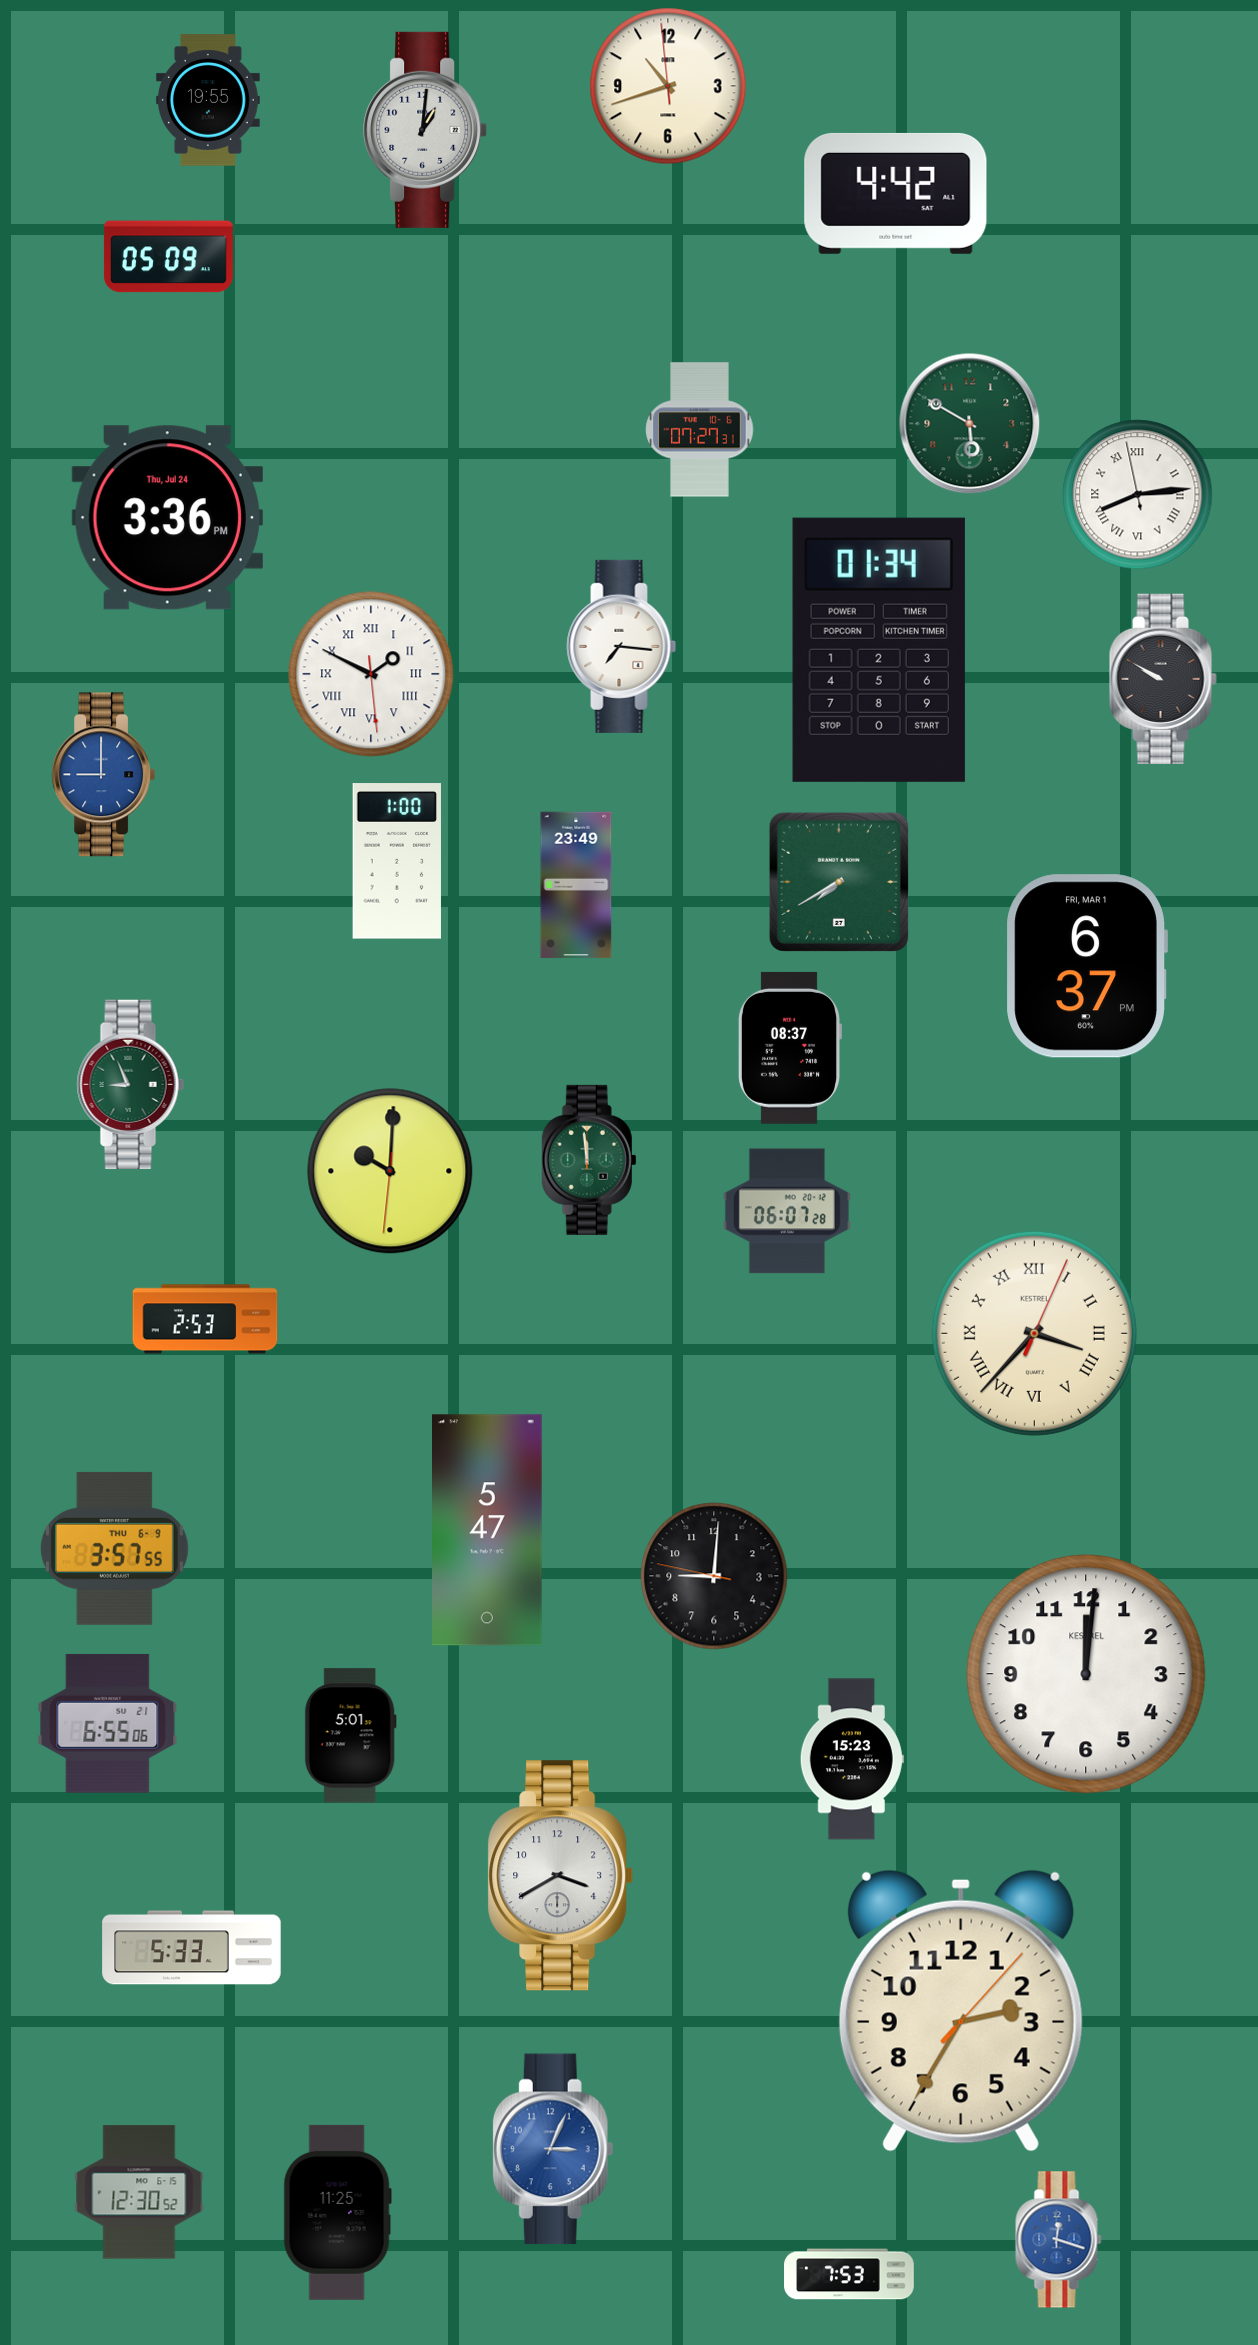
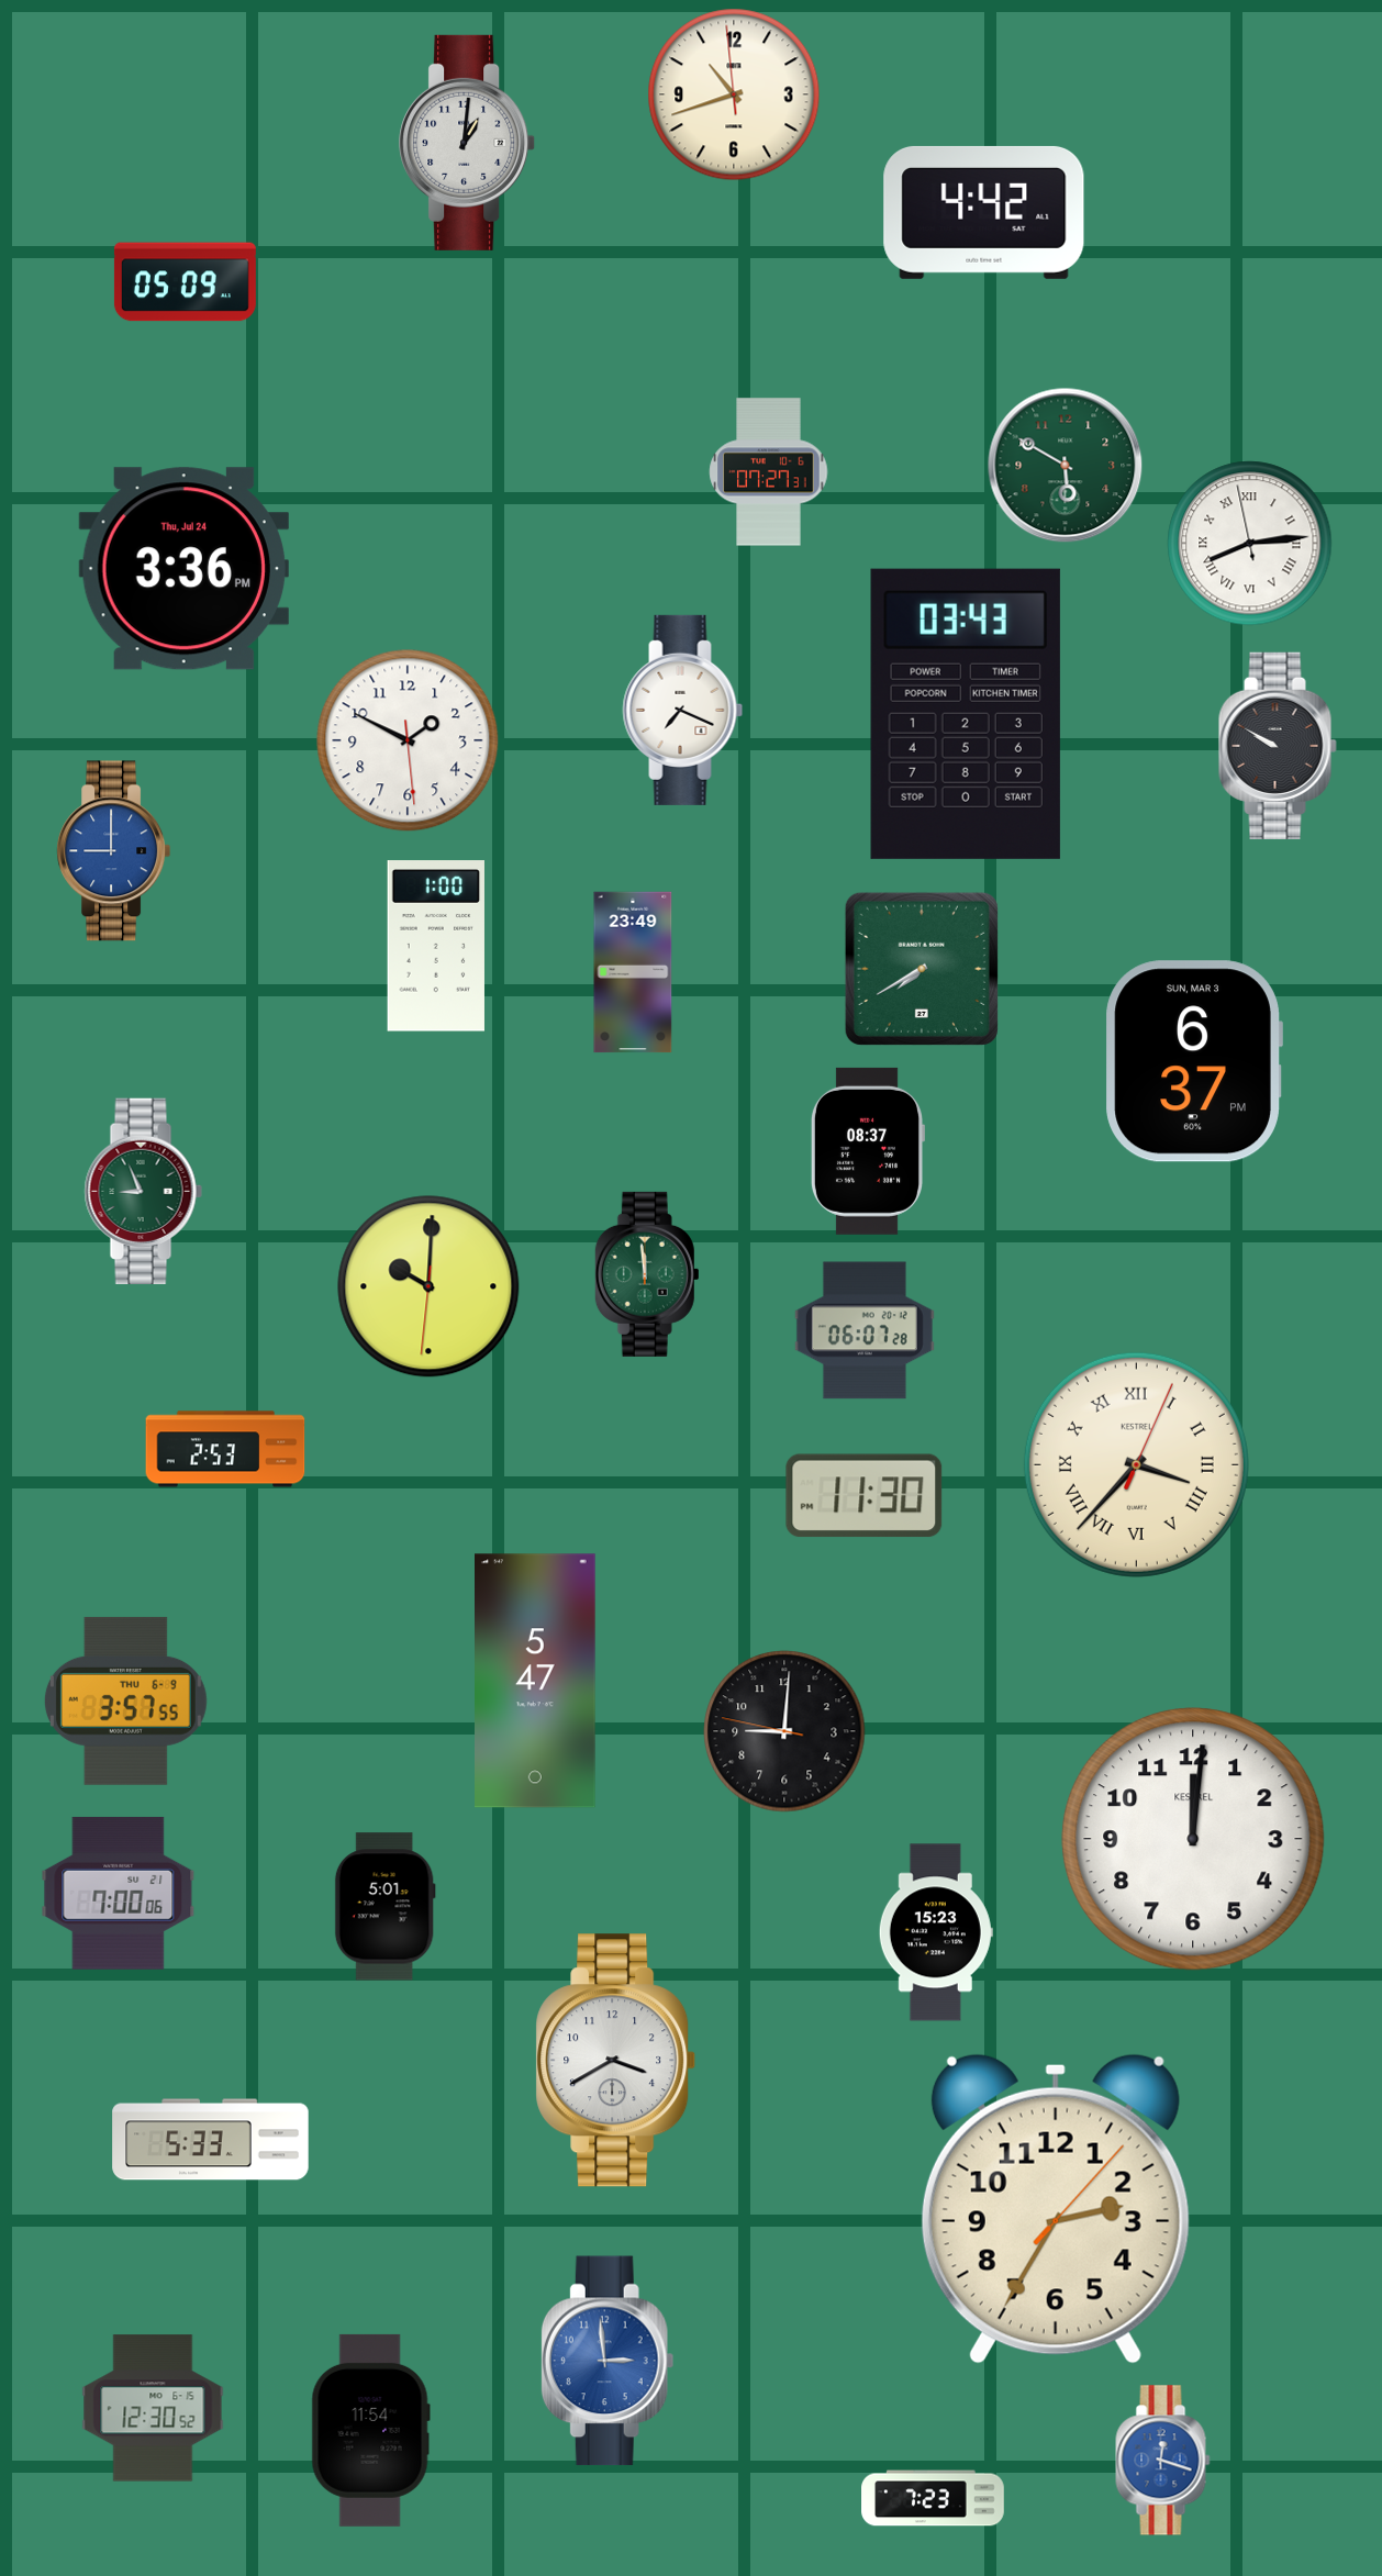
clock at (208, 100): 19:55 -> none
clock at (622, 646): 7:16 -> 7:19
clock at (879, 650): 01:34 -> 03:43
clock at (371, 674) numerals: Roman -> Arabic
clock at (1087, 966) date: FRI, MAR 1 -> SUN, MAR 3
clock at (865, 1496): none -> 11:30
clock at (108, 1723): 6:55 -> 7:00
clock at (553, 2149): 3:04 -> 2:59
clock at (337, 2212): 11:25 -> 11:54
clock at (849, 2274): 7:53 -> 7:23
